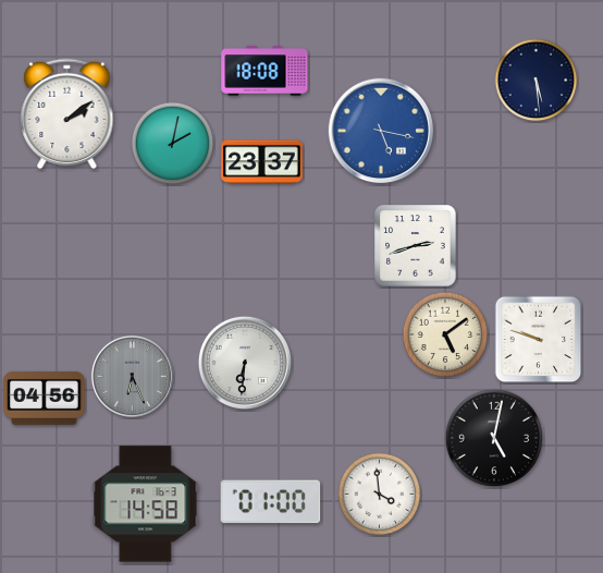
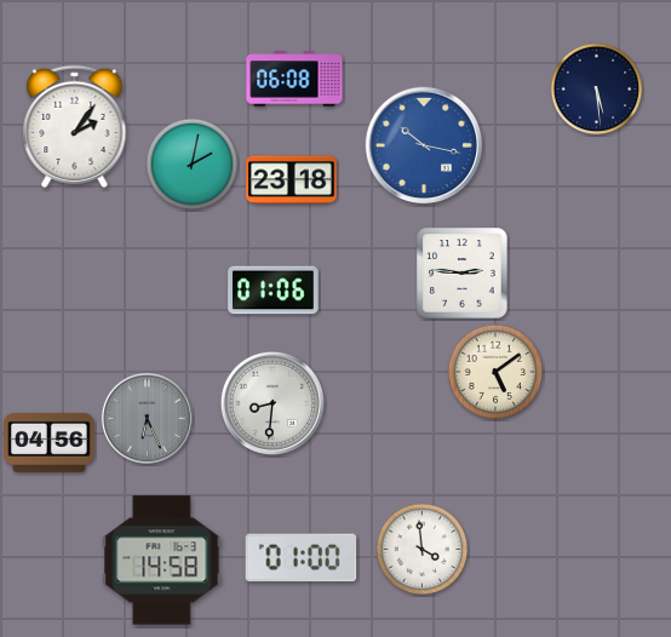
clock at (264, 71): 18:08 -> 06:08
clock at (67, 114): 2:09 -> 2:06
clock at (381, 131): 5:17 -> 10:17
clock at (173, 144) position: (173, 144) -> (193, 165)
clock at (262, 162): 23:37 -> 23:18
clock at (416, 246): 2:42 -> 2:46
clock at (274, 291): none -> 01:06
clock at (539, 340): 9:48 -> none
clock at (244, 362): 6:31 -> 8:31
clock at (494, 438): 5:02 -> none
